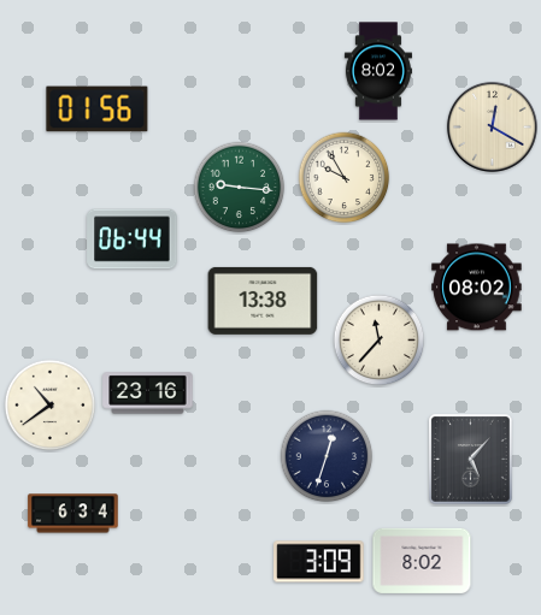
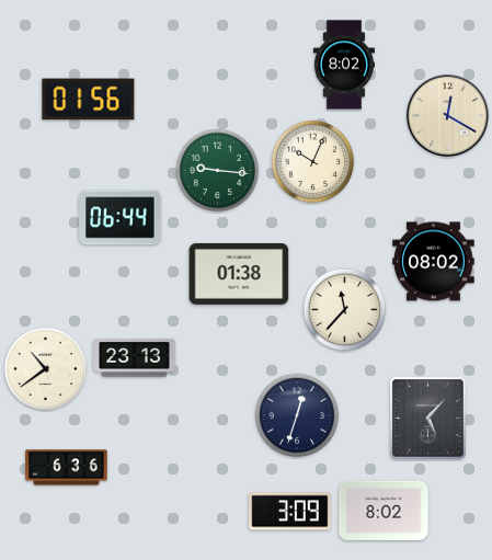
clock at (345, 178): 9:55 -> 10:04
clock at (263, 301): 13:38 -> 01:38
clock at (148, 394): 23:16 -> 23:13
clock at (73, 514): 6:34 -> 6:36
